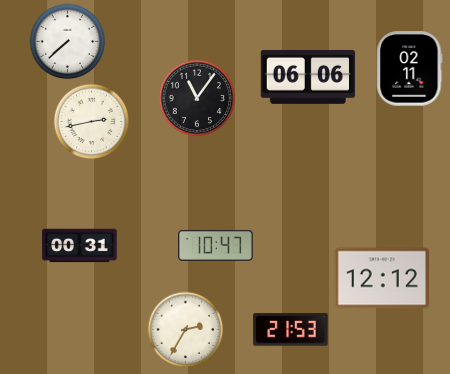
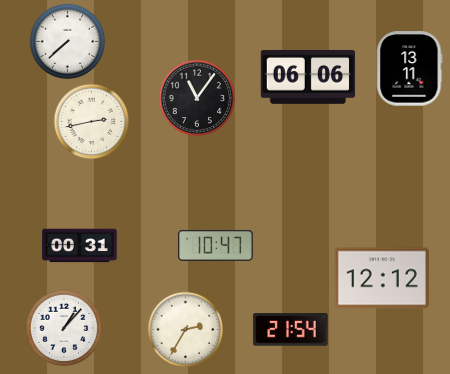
clock at (410, 69): 02:11 -> 13:11
clock at (64, 328): none -> 1:07
clock at (291, 330): 21:53 -> 21:54
